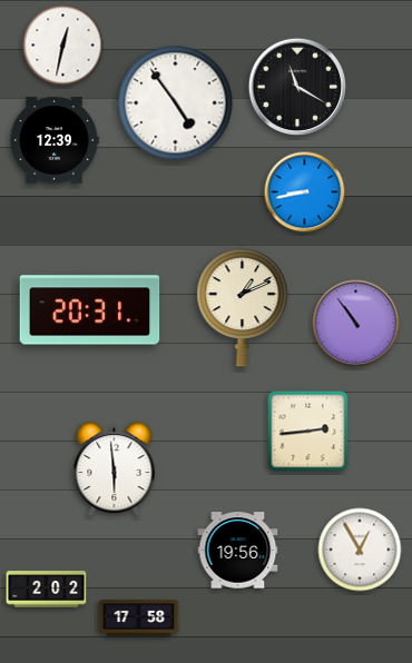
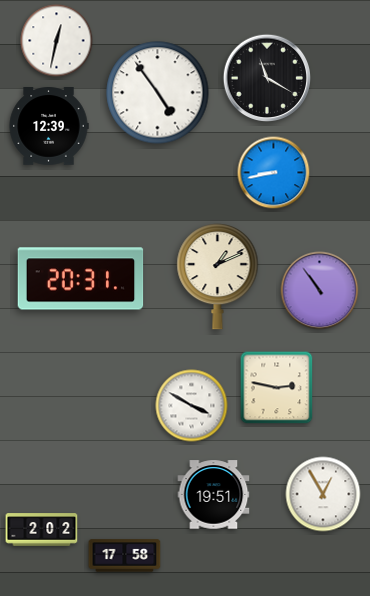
clock at (308, 432): 2:44 -> 2:47
clock at (192, 406): none -> 3:50
clock at (115, 469): 5:59 -> none
clock at (238, 551): 19:56 -> 19:51
